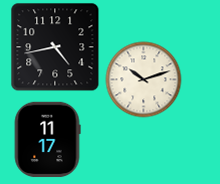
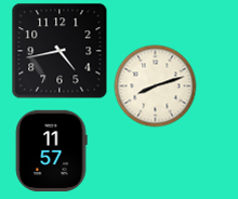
clock at (144, 80): 10:12 -> 8:12
clock at (47, 140): 11:17 -> 11:57
